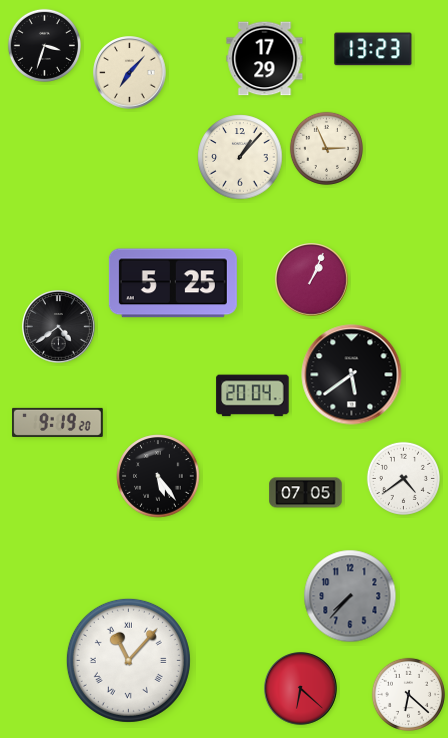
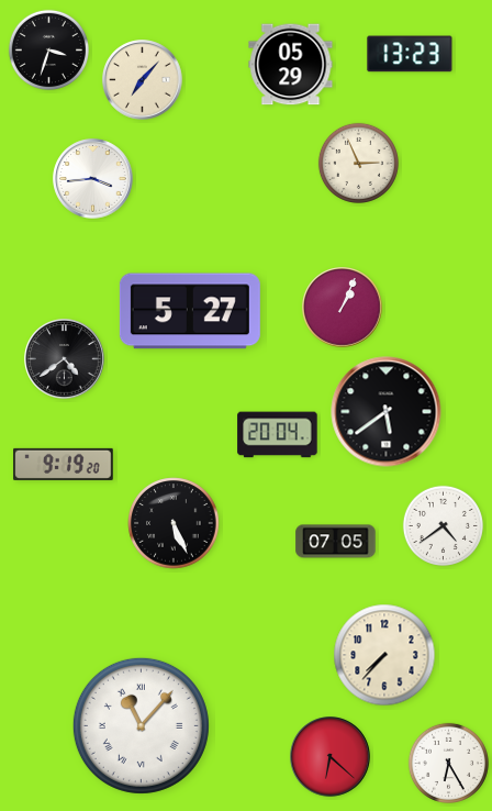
clock at (265, 59): 17:29 -> 05:29
clock at (240, 157): 1:07 -> none
clock at (93, 179): none -> 3:44
clock at (173, 283): 5:25 -> 5:27
clock at (158, 476): 5:24 -> 5:26
clock at (350, 596) dial: grey -> cream
clock at (408, 694): 6:22 -> 6:25
